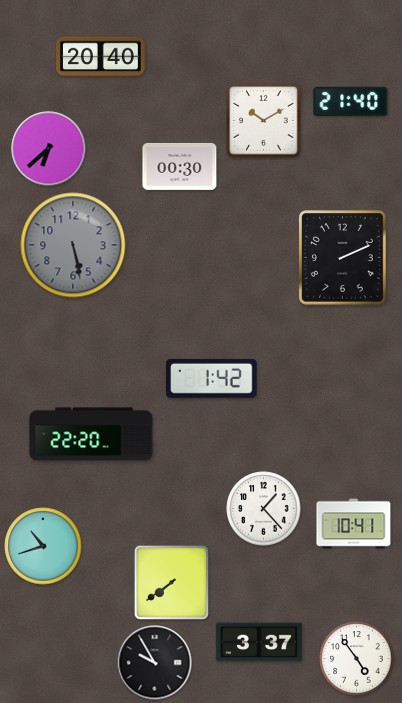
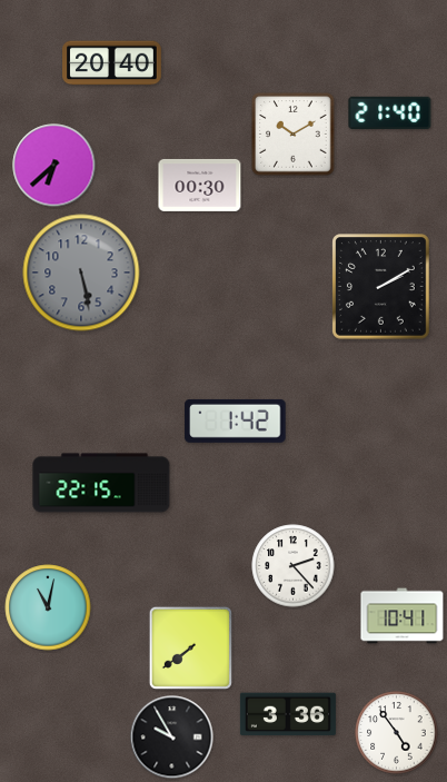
clock at (343, 258): 2:11 -> 2:10
clock at (91, 434): 22:20 -> 22:15
clock at (264, 509): 1:23 -> 2:23
clock at (354, 524) position: (354, 524) -> (403, 616)
clock at (43, 546): 10:42 -> 11:02
clock at (259, 642): 3:37 -> 3:36
